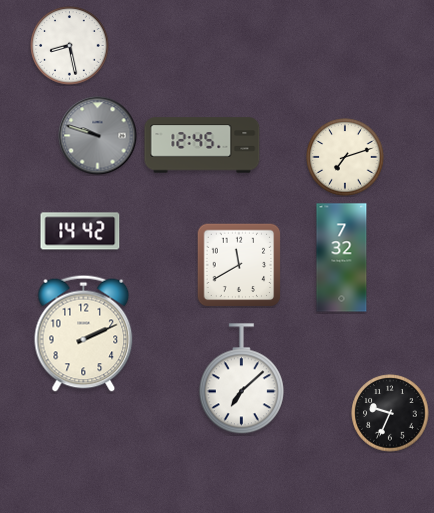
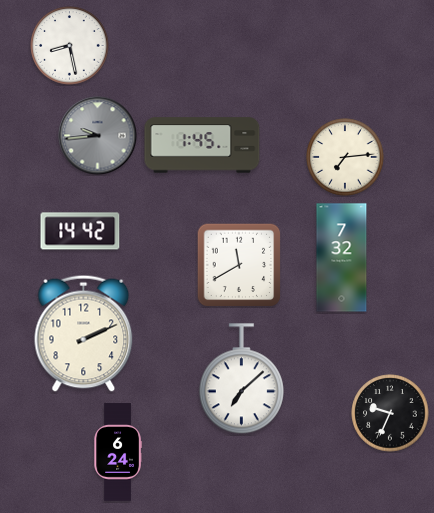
clock at (98, 136): 9:48 -> 9:44
clock at (202, 145): 12:45 -> 1:45
clock at (345, 157): 7:12 -> 7:14
clock at (118, 452): none -> 6:24
